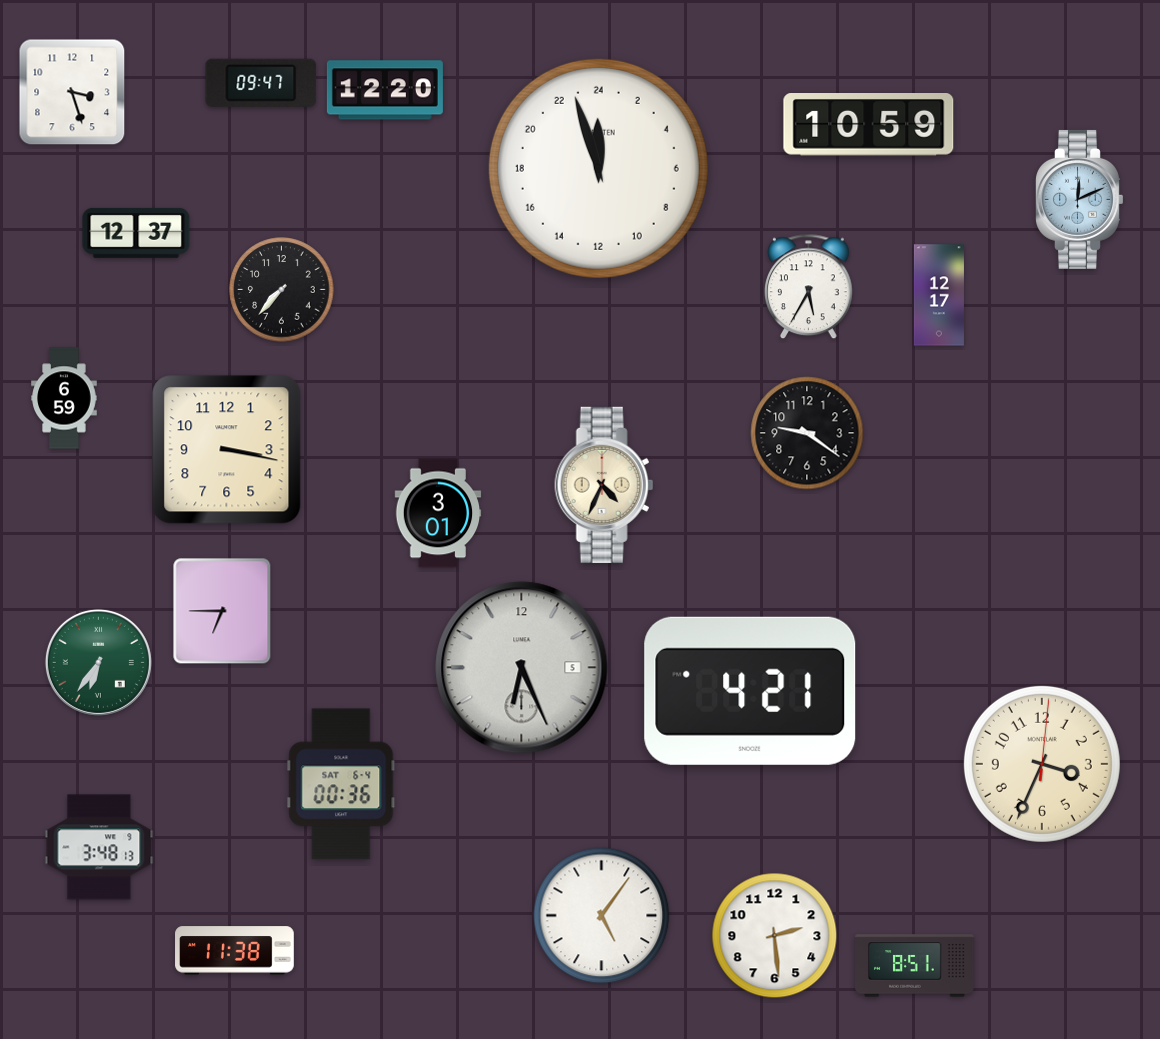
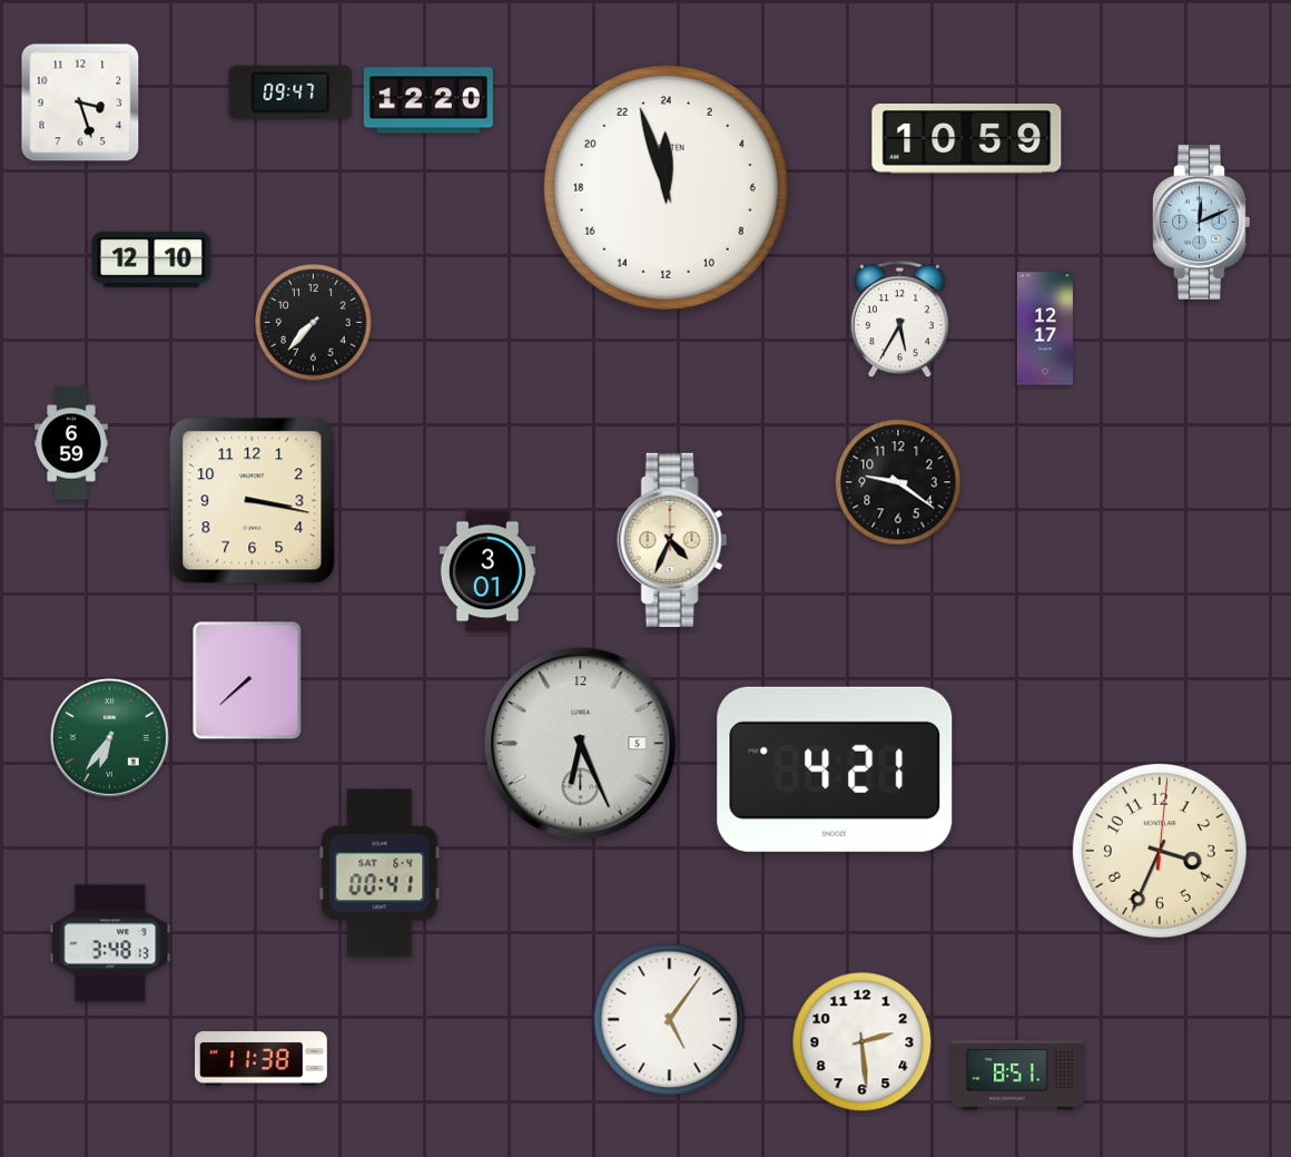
clock at (136, 233): 12:37 -> 12:10
clock at (222, 611): 6:45 -> 7:38
clock at (341, 784): 00:36 -> 00:41
